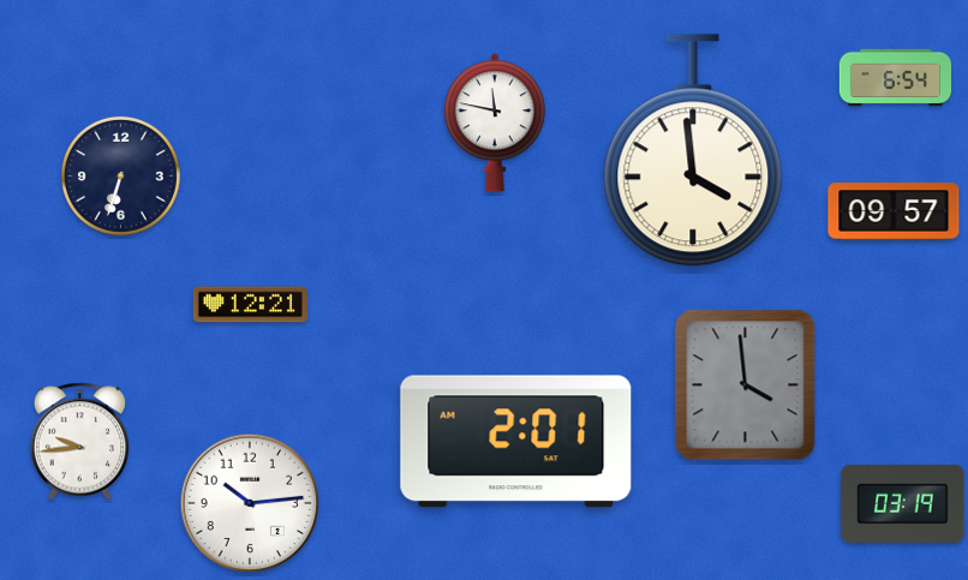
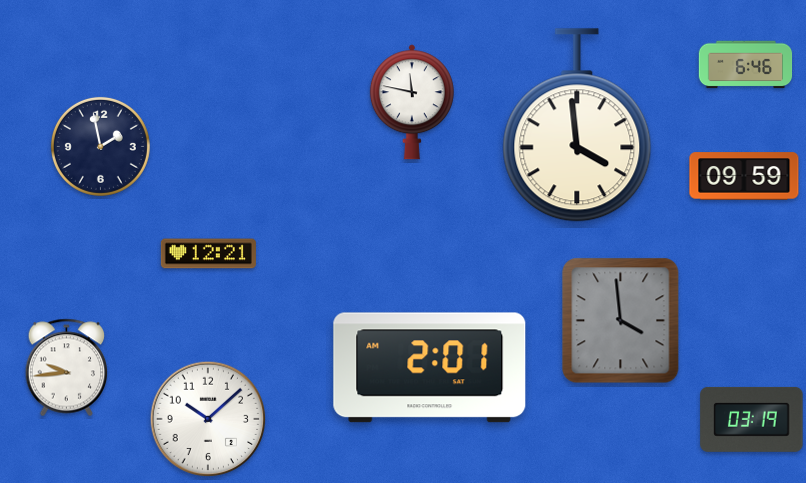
clock at (896, 78): 6:54 -> 6:46
clock at (120, 175): 6:33 -> 1:58
clock at (894, 211): 09:57 -> 09:59
clock at (250, 503): 10:14 -> 10:08
